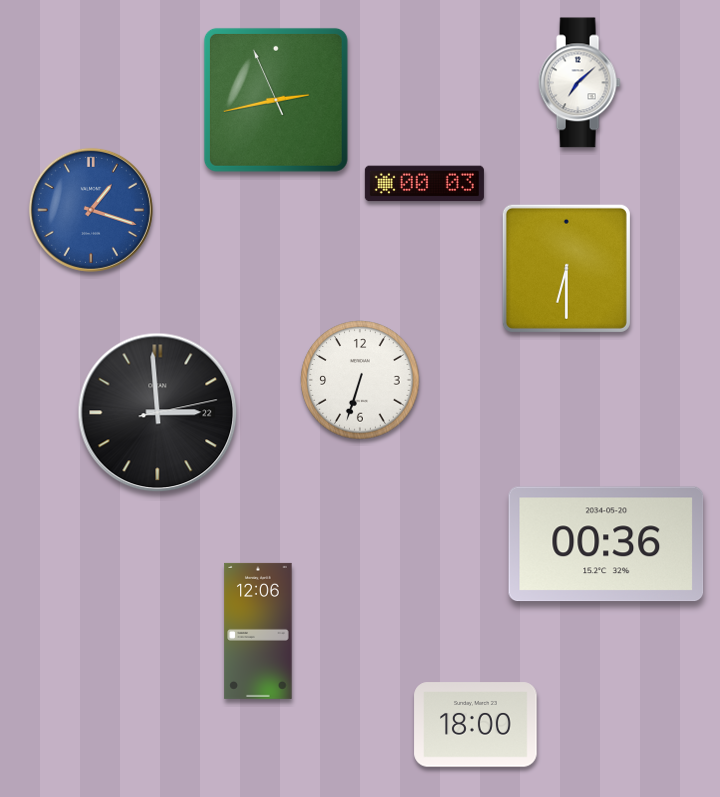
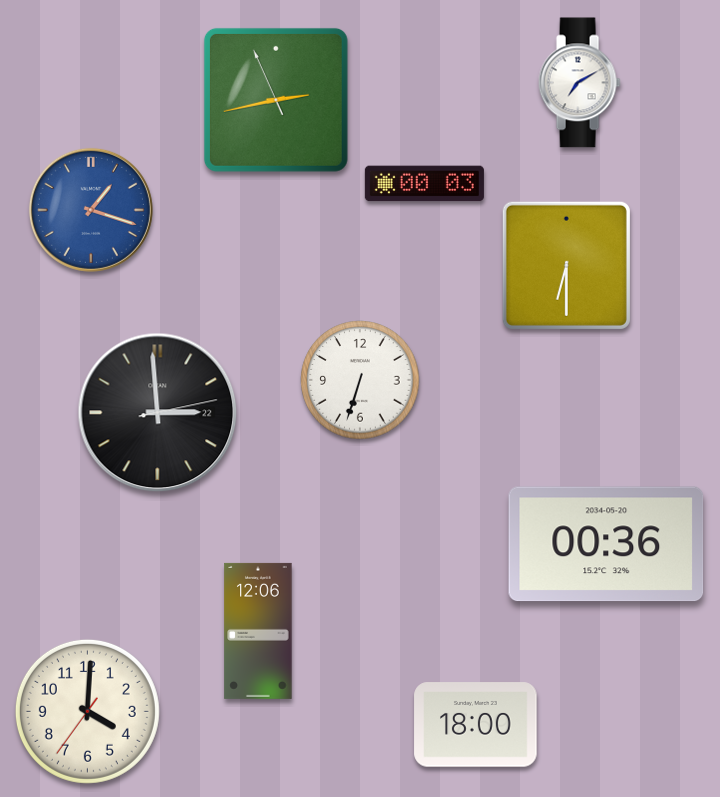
clock at (579, 83): 7:08 -> 7:10
clock at (566, 268) position: (566, 268) -> (566, 265)
clock at (87, 711): none -> 4:00
